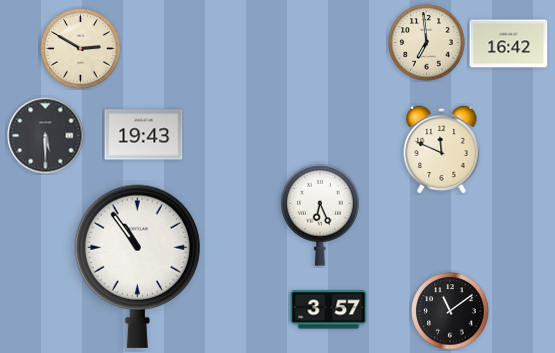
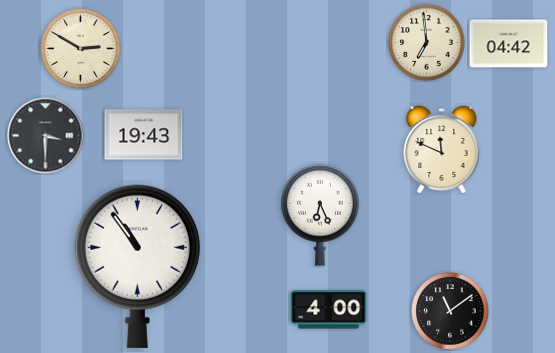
clock at (509, 44): 16:42 -> 04:42
clock at (46, 136): 5:30 -> 3:30
clock at (329, 310): 3:57 -> 4:00
